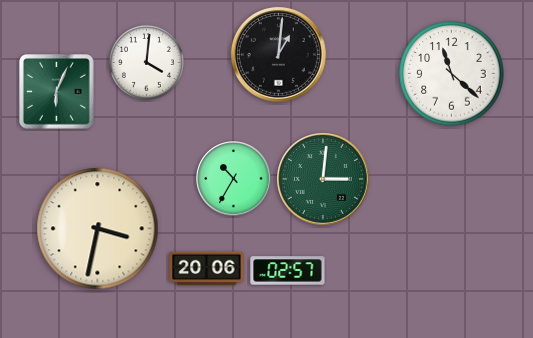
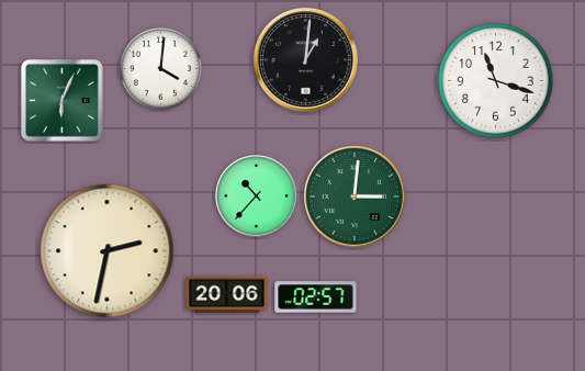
clock at (452, 74): 11:22 -> 11:18
clock at (234, 179): 10:35 -> 10:37
clock at (98, 229): 3:32 -> 2:32
